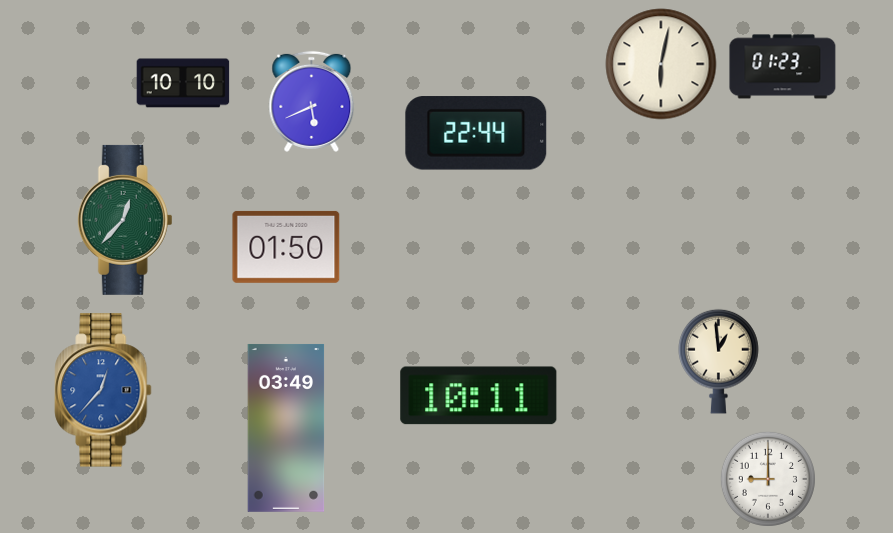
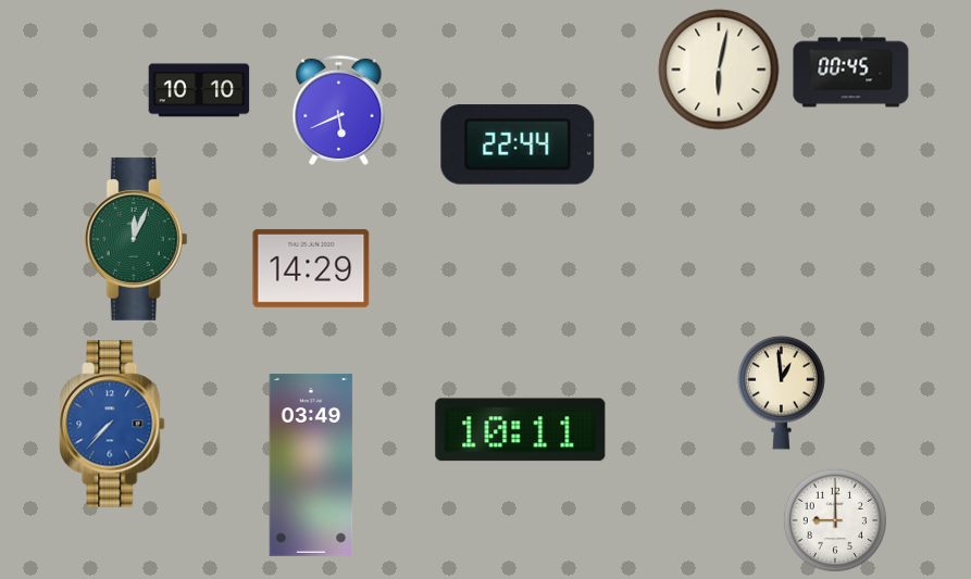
clock at (783, 67): 01:23 -> 00:45
clock at (125, 220): 12:37 -> 12:04
clock at (286, 247): 01:50 -> 14:29
clock at (103, 390): 12:37 -> 7:37
